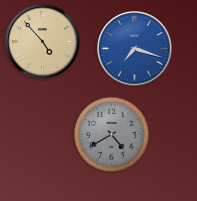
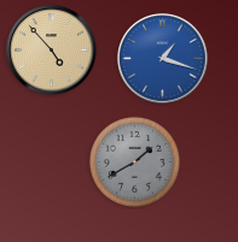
clock at (135, 49): 7:18 -> 1:18
clock at (111, 134): 4:40 -> 1:40
